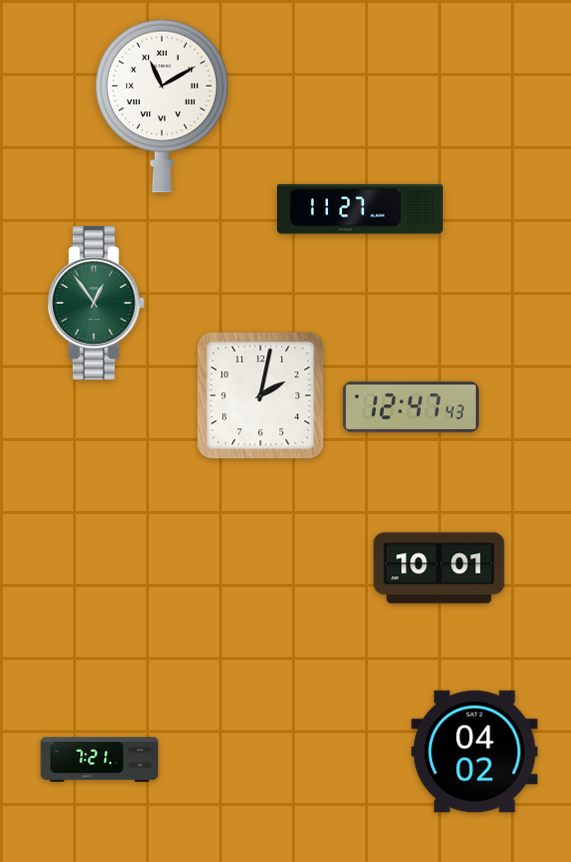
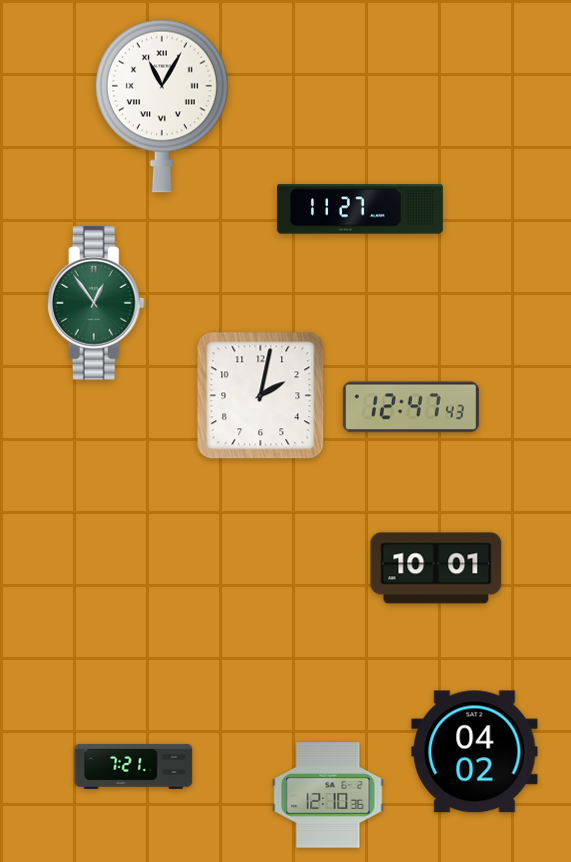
clock at (162, 106): 11:10 -> 11:05
clock at (439, 568) position: (439, 568) -> (436, 568)
clock at (100, 759) position: (100, 759) -> (134, 766)
clock at (328, 795): none -> 12:10
